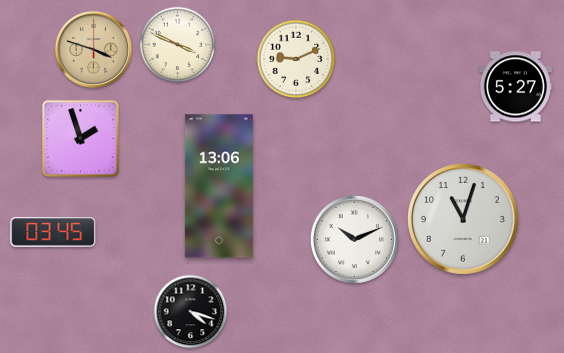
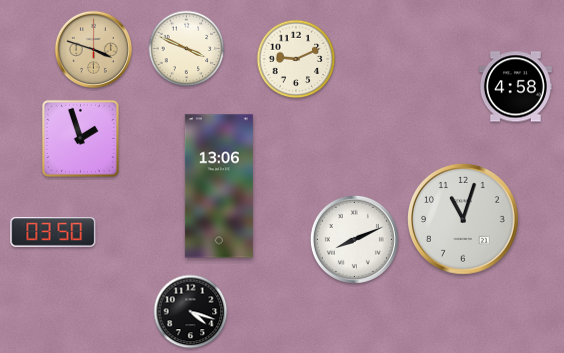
clock at (178, 45) position: (178, 45) -> (187, 49)
clock at (515, 87): 5:27 -> 4:58
clock at (53, 232): 03:45 -> 03:50
clock at (354, 239): 10:11 -> 8:11
